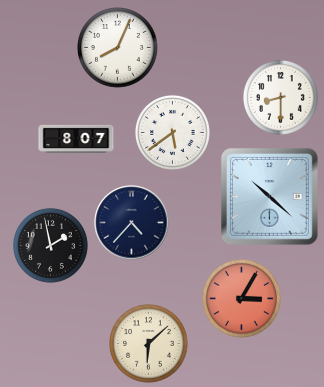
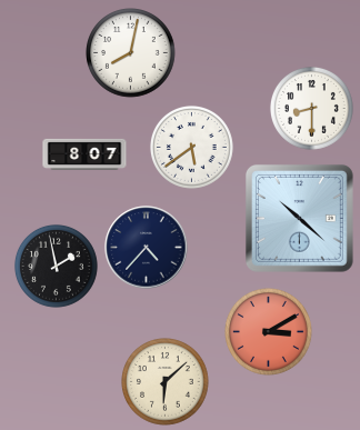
clock at (118, 48): 8:04 -> 8:02
clock at (50, 245) position: (50, 245) -> (56, 266)
clock at (242, 299): 3:05 -> 3:10
